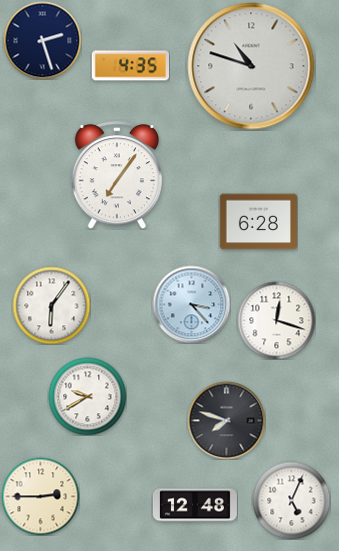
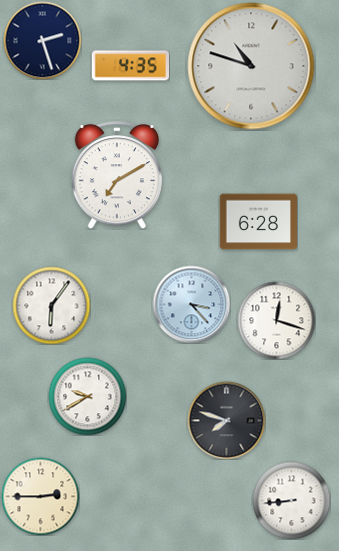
clock at (116, 175): 7:06 -> 7:10
clock at (291, 500): 5:04 -> 8:44
clock at (195, 505): 12:48 -> none
